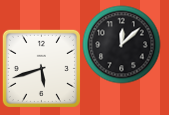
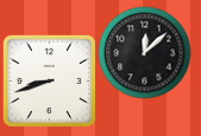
clock at (41, 68): 5:42 -> 8:42
